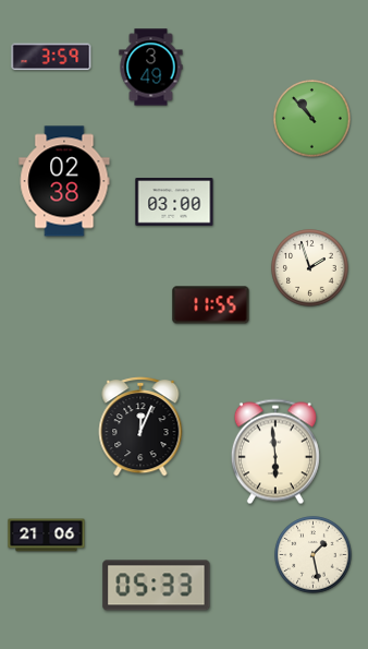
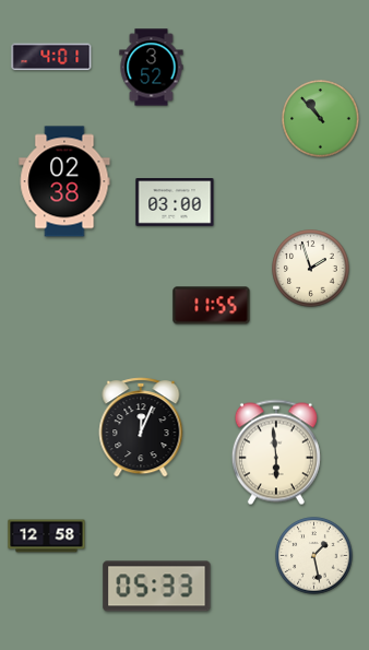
clock at (51, 57): 3:59 -> 4:01
clock at (151, 68): 3:49 -> 3:52
clock at (312, 119) position: (312, 119) -> (321, 119)
clock at (47, 536): 21:06 -> 12:58
